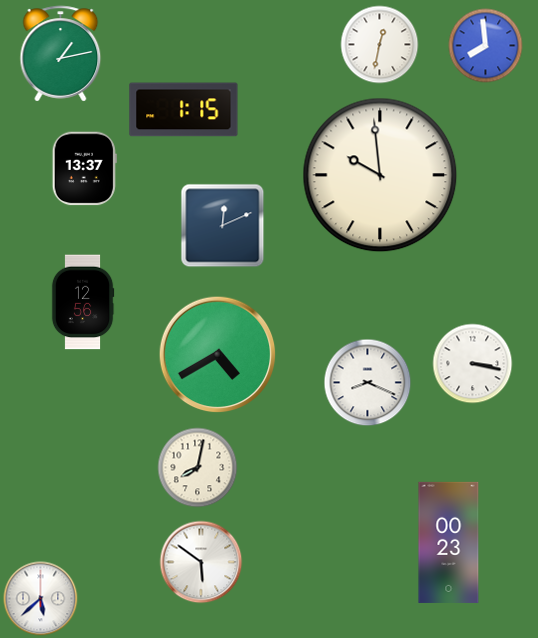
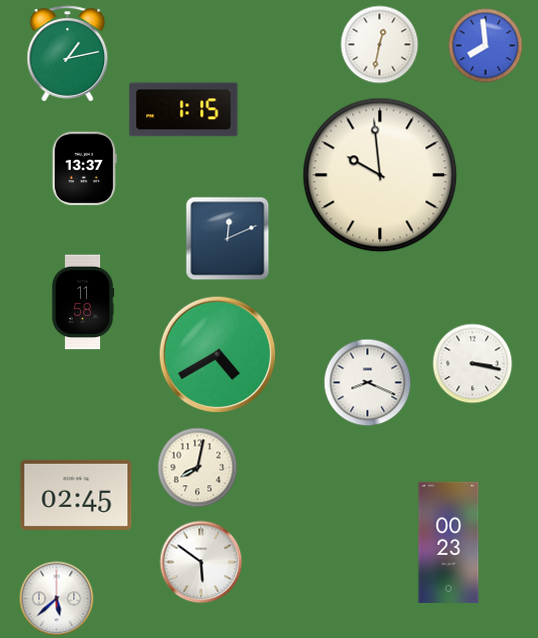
clock at (61, 54) position: (61, 54) -> (68, 54)
clock at (223, 226) position: (223, 226) -> (228, 239)
clock at (83, 302): 12:56 -> 11:58
clock at (76, 495): none -> 02:45
clock at (41, 599) position: (41, 599) -> (57, 599)
